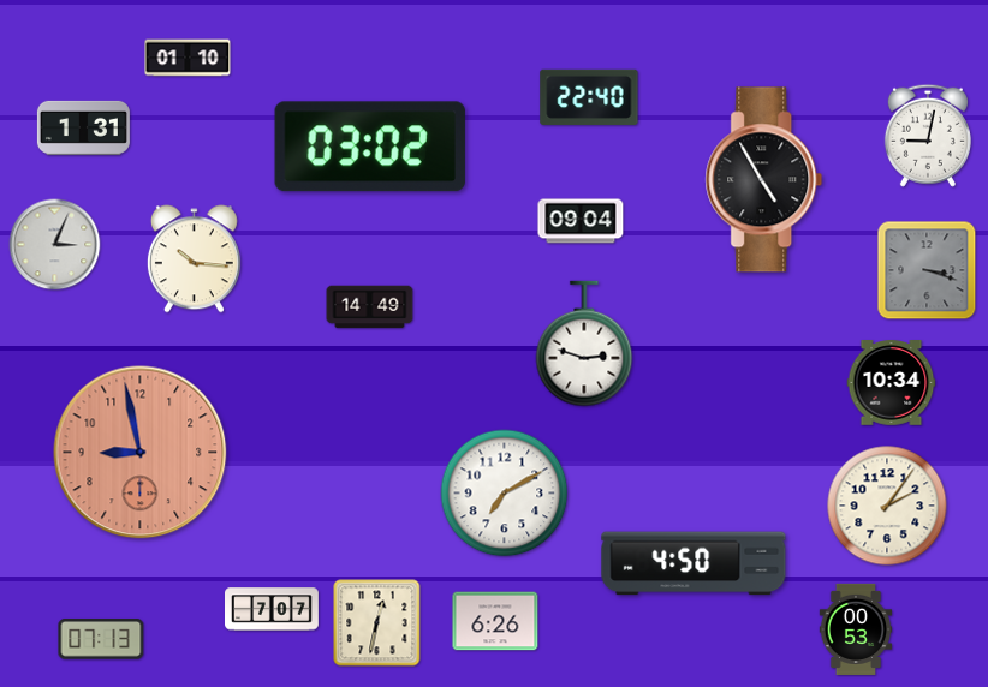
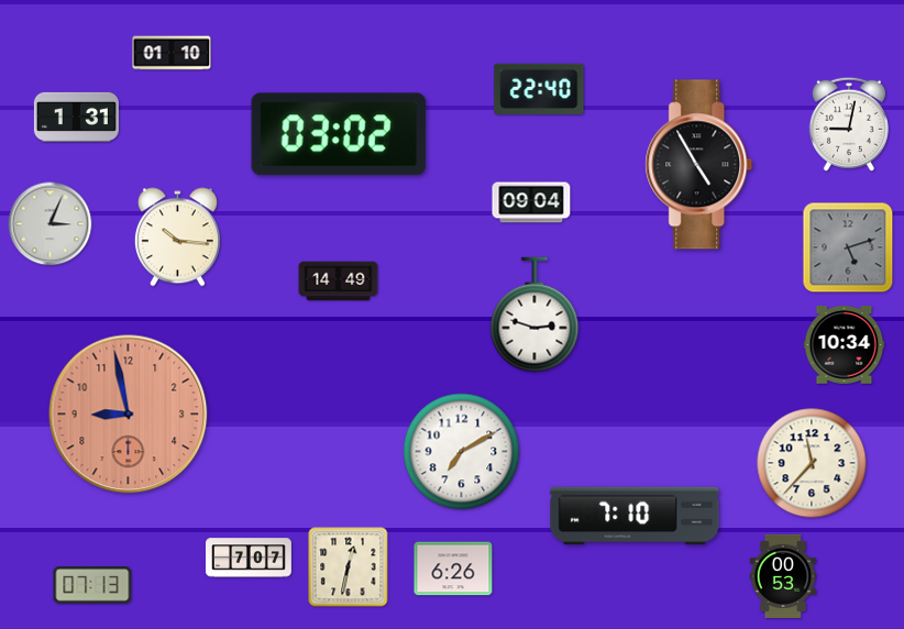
clock at (927, 270): 3:18 -> 5:12
clock at (892, 383) position: (892, 383) -> (845, 345)
clock at (887, 506): 2:06 -> 11:37
clock at (694, 563): 4:50 -> 7:10
clock at (377, 623) position: (377, 623) -> (349, 567)
